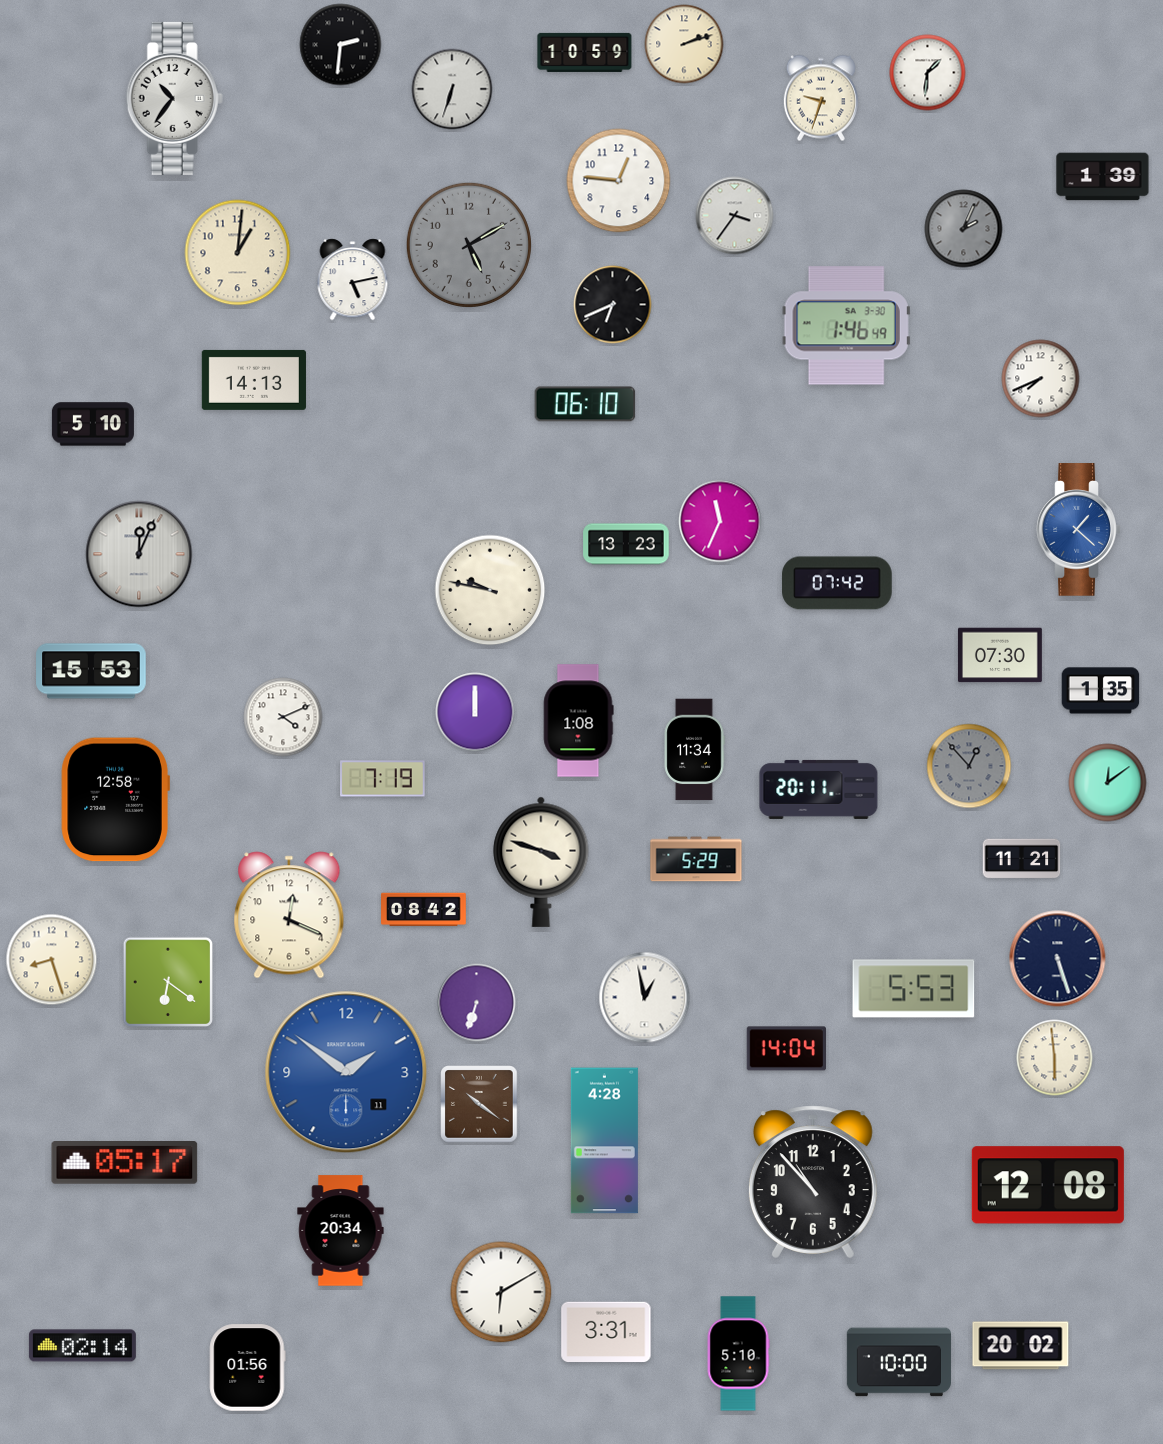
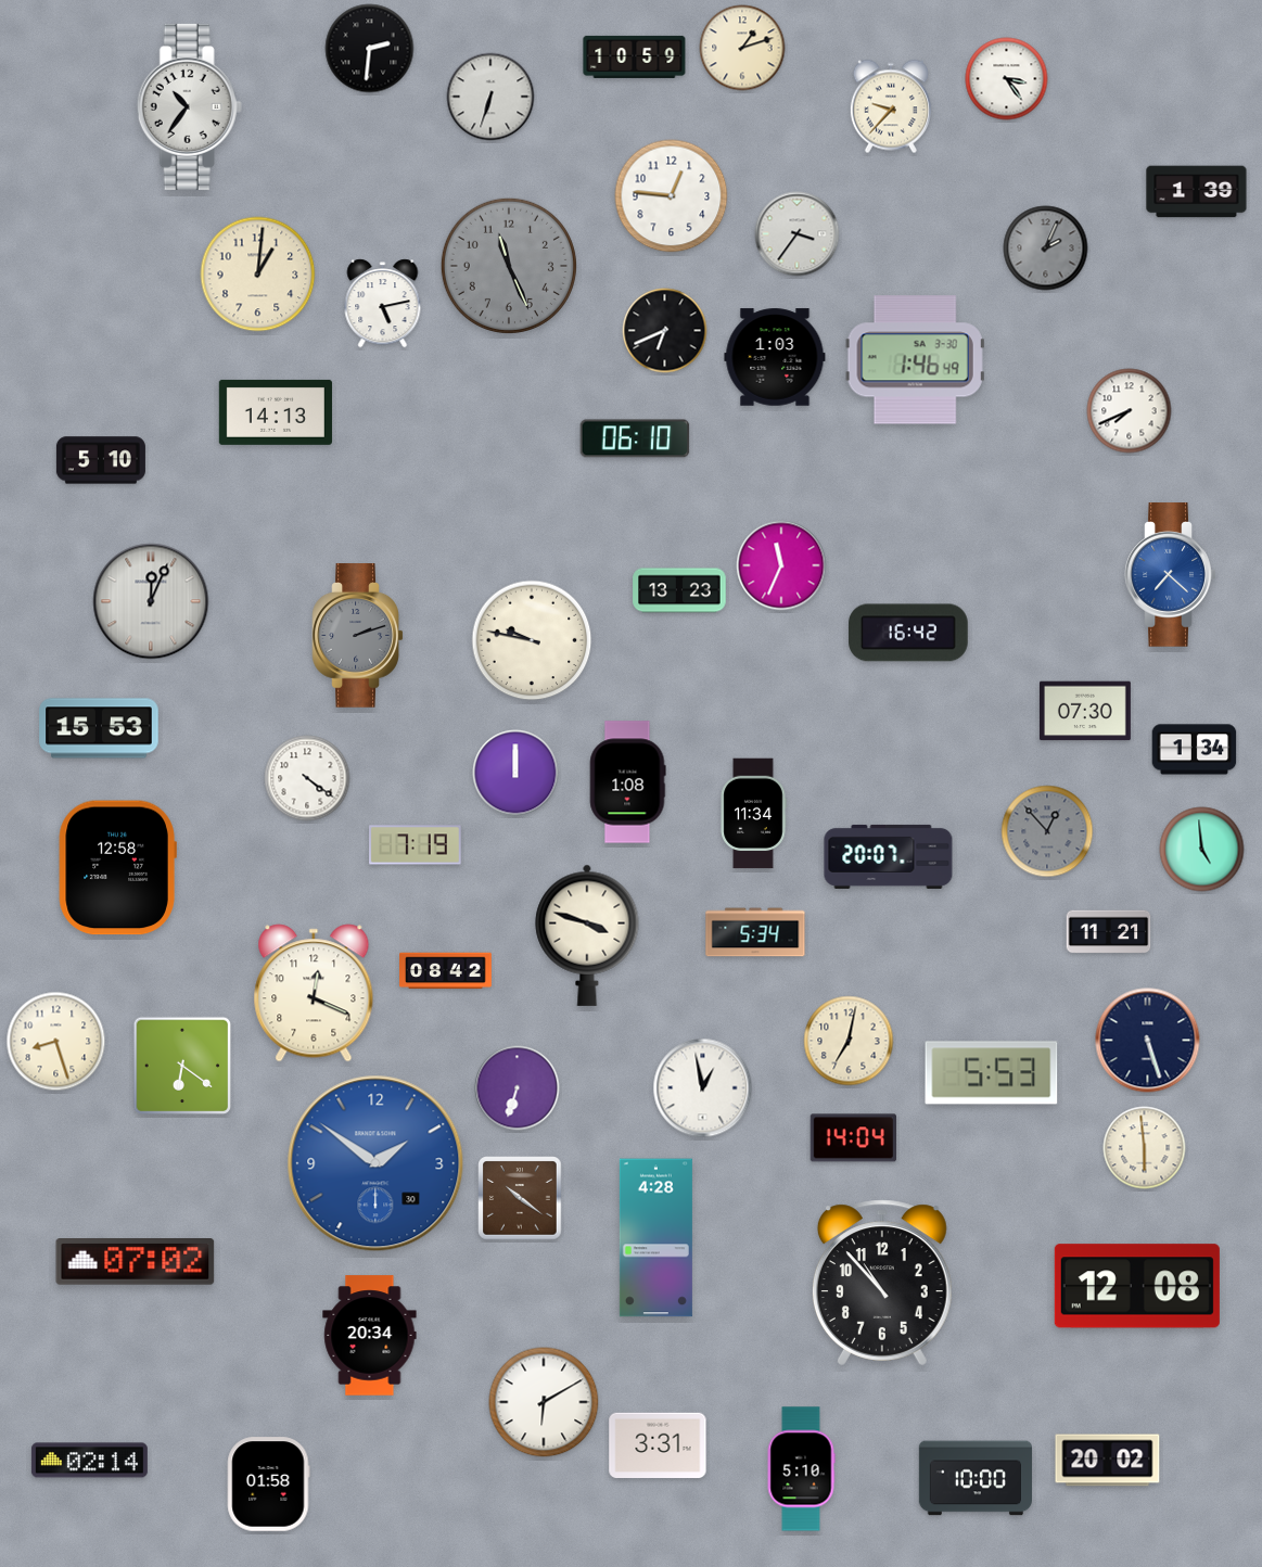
clock at (684, 44): 2:12 -> 1:12
clock at (928, 73): 1:31 -> 3:24
clock at (821, 98): 9:33 -> 9:37
clock at (469, 245): 5:10 -> 11:26
clock at (846, 326) position: (846, 326) -> (915, 360)
clock at (775, 357): none -> 1:03
clock at (1079, 530): 1:22 -> 7:22
clock at (837, 583): 07:42 -> 16:42
clock at (358, 636): none -> 2:12
clock at (1101, 691): 1:35 -> 1:34
clock at (283, 717): 4:11 -> 4:21
clock at (969, 766) position: (969, 766) -> (1047, 831)
clock at (1108, 783): 12:09 -> 4:59
clock at (819, 789): 20:11 -> 20:07
clock at (115, 800) position: (115, 800) -> (117, 868)
clock at (696, 859): 5:29 -> 5:34
clock at (424, 910) position: (424, 910) -> (446, 971)
clock at (849, 1041): none -> 7:02
clock at (645, 998) position: (645, 998) -> (703, 1088)
clock at (346, 1072) date: 11 -> 30
clock at (125, 1163): 05:17 -> 07:02
clock at (248, 1368): 01:56 -> 01:58
